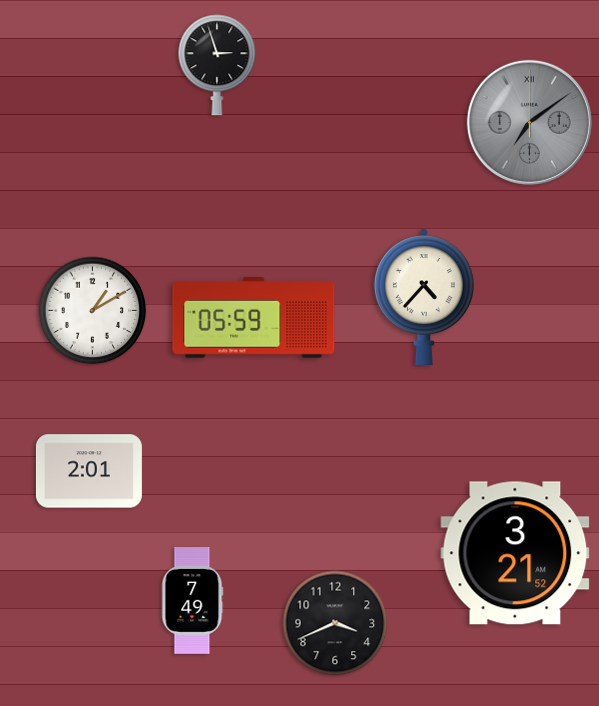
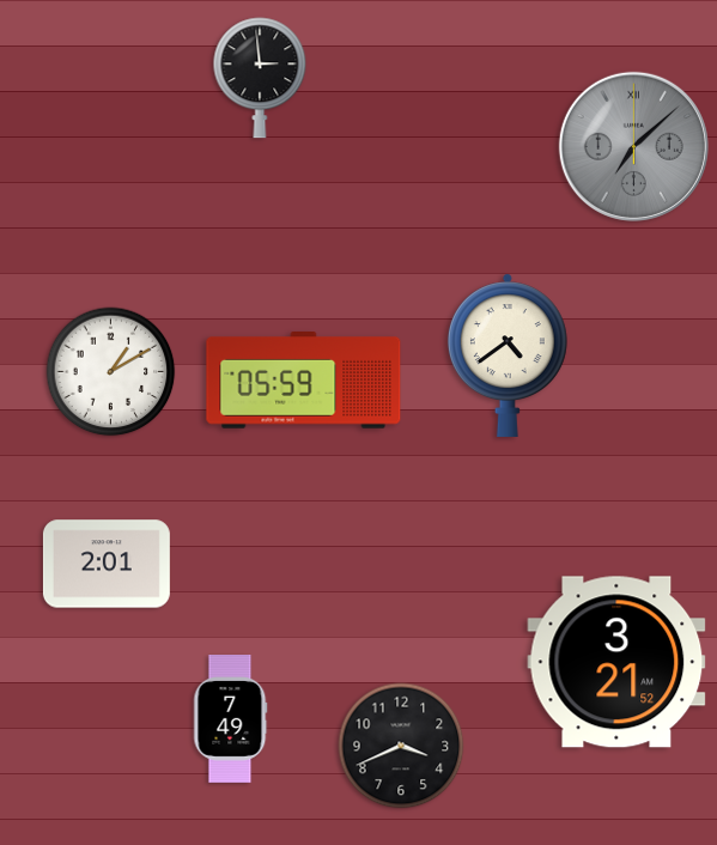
clock at (217, 65): 2:57 -> 2:59
clock at (529, 122): 7:09 -> 7:08
clock at (424, 297): 4:37 -> 4:39
